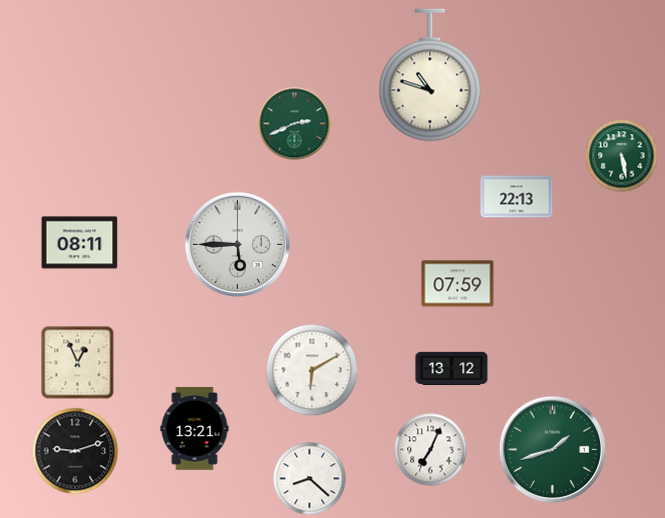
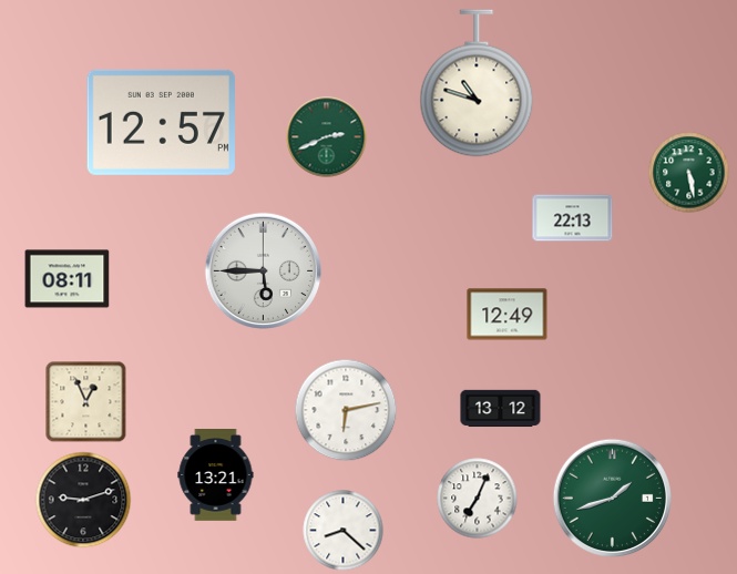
clock at (161, 122): none -> 12:57
clock at (80, 243) position: (80, 243) -> (68, 279)
clock at (458, 284): 07:59 -> 12:49
clock at (312, 370): 6:10 -> 6:13
